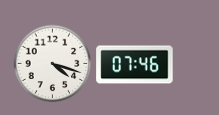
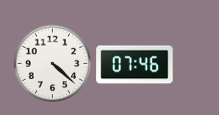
clock at (52, 63): 4:18 -> 4:22
